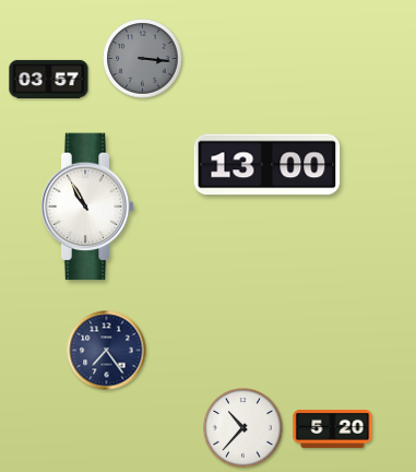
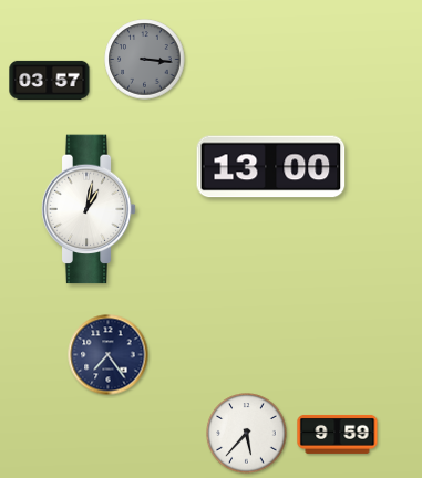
clock at (87, 206): 10:55 -> 1:02
clock at (243, 428): 10:37 -> 5:37
clock at (333, 428): 5:20 -> 9:59
